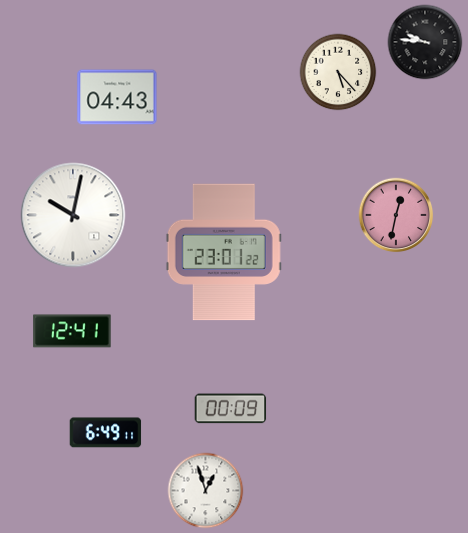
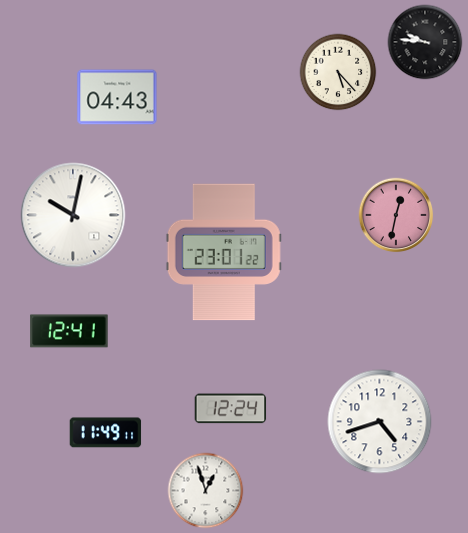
clock at (72, 331) position: (72, 331) -> (69, 331)
clock at (231, 409): 00:09 -> 12:24
clock at (380, 422): none -> 4:42
clock at (106, 433): 6:49 -> 11:49
